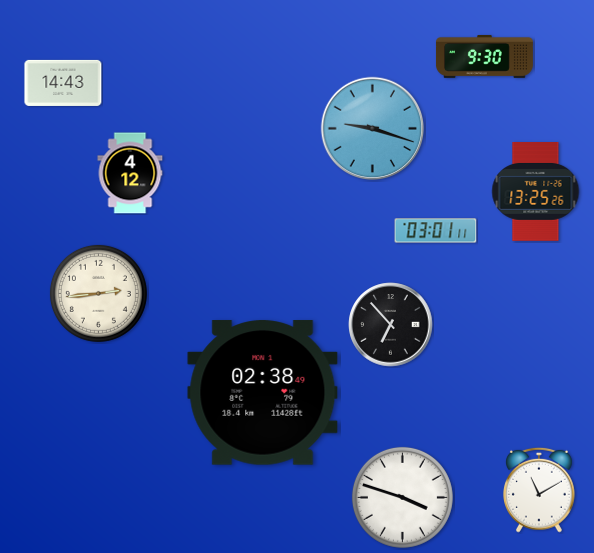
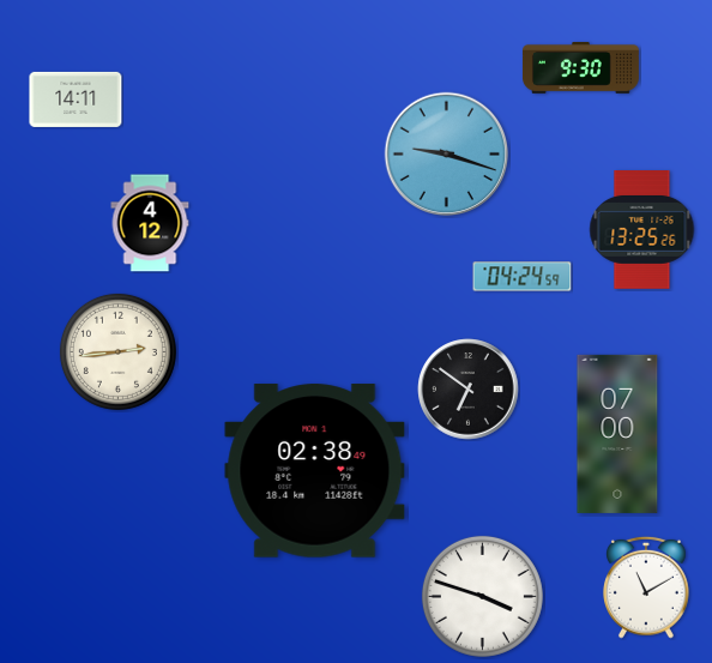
clock at (63, 83): 14:43 -> 14:11
clock at (130, 173) position: (130, 173) -> (150, 223)
clock at (436, 231): 03:01 -> 04:24
clock at (391, 325): 6:53 -> 6:51
clock at (617, 434): none -> 07:00
